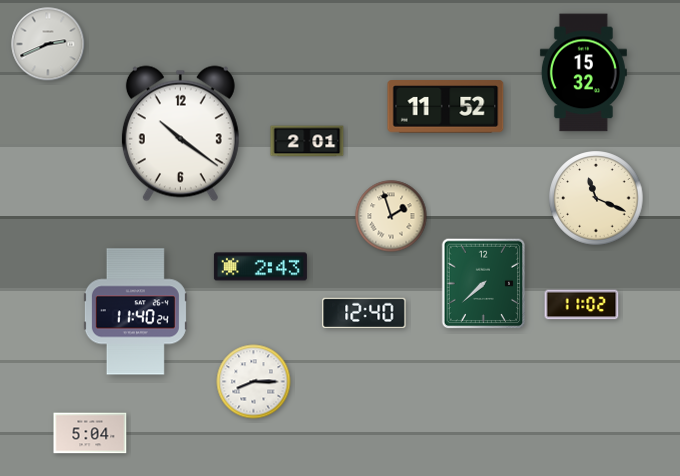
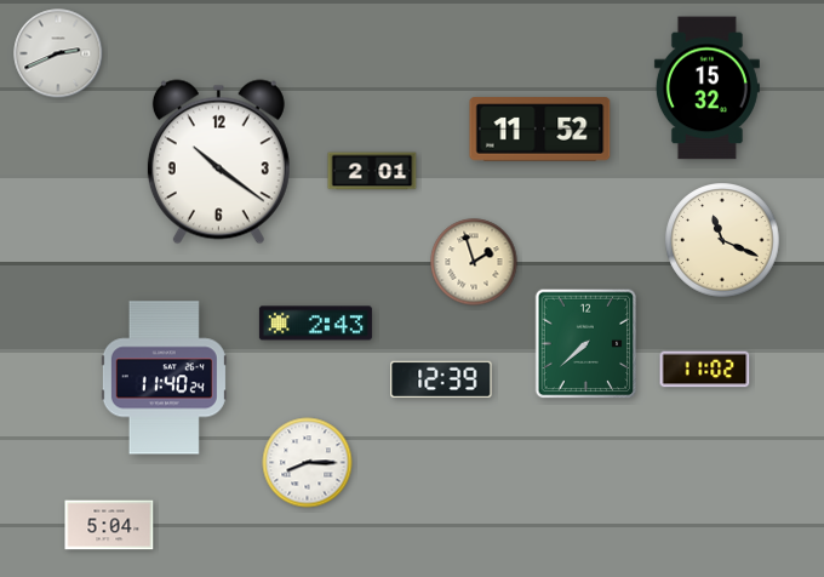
clock at (364, 312): 12:40 -> 12:39
